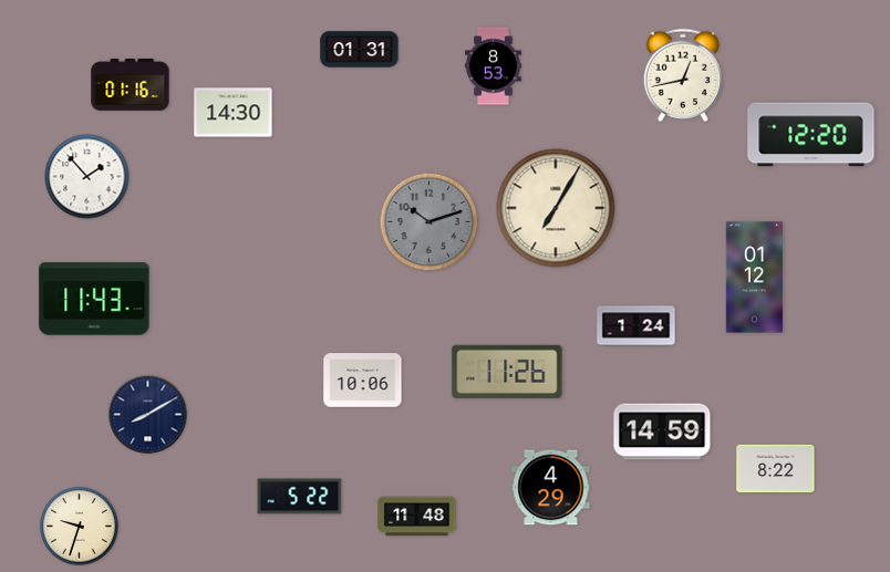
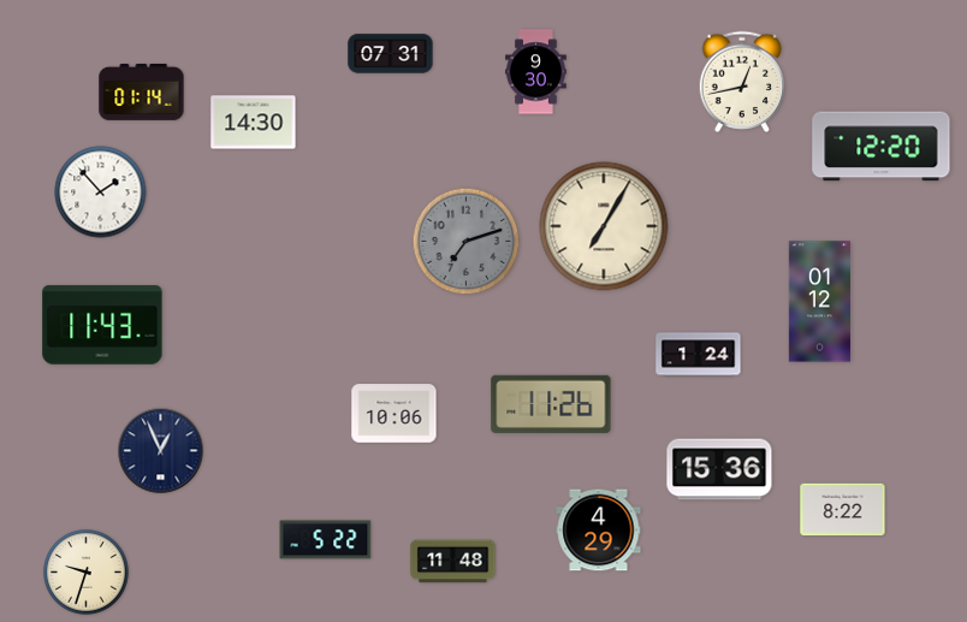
clock at (360, 50): 01:31 -> 07:31
clock at (494, 66): 8:53 -> 9:30
clock at (131, 84): 01:16 -> 01:14
clock at (87, 177) position: (87, 177) -> (101, 192)
clock at (430, 222): 10:12 -> 7:12
clock at (637, 326) position: (637, 326) -> (699, 355)
clock at (148, 415): 8:10 -> 12:56
clock at (662, 431): 14:59 -> 15:36
